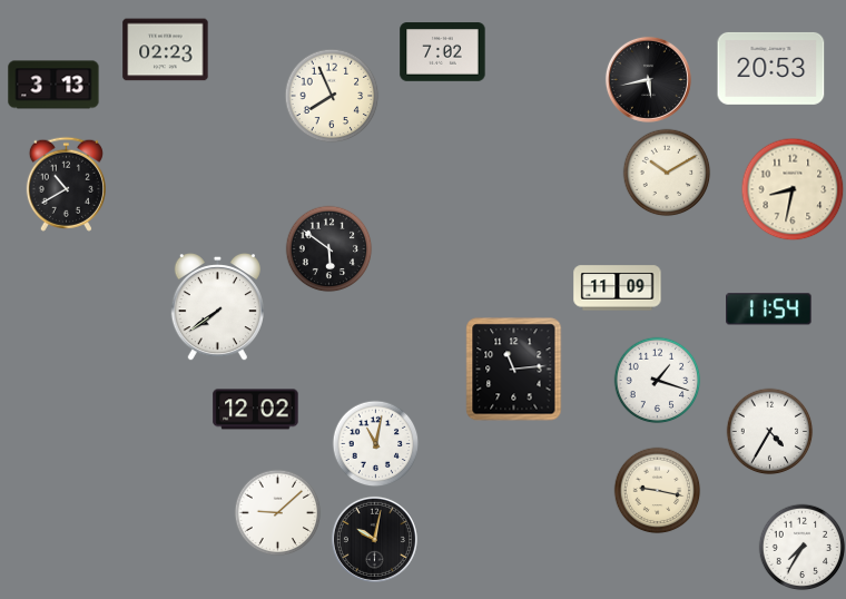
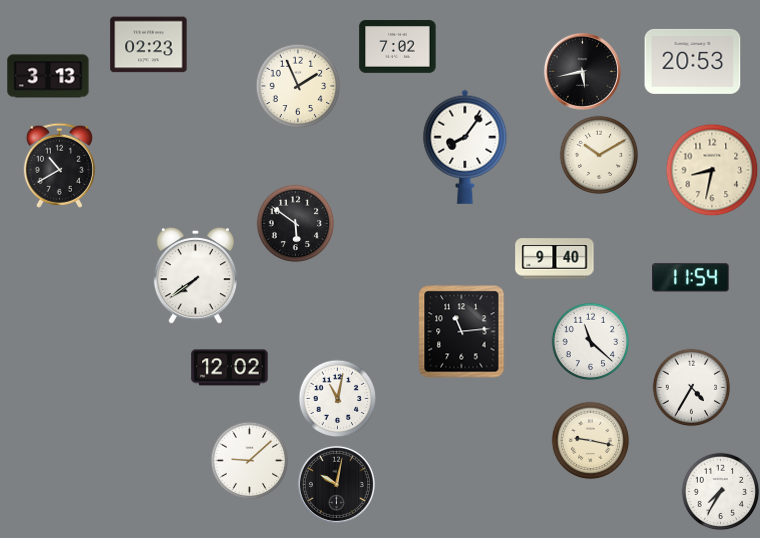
clock at (332, 96): 7:56 -> 1:56
clock at (465, 147): none -> 8:06
clock at (618, 288): 11:09 -> 9:40
clock at (657, 380): 1:18 -> 11:22
